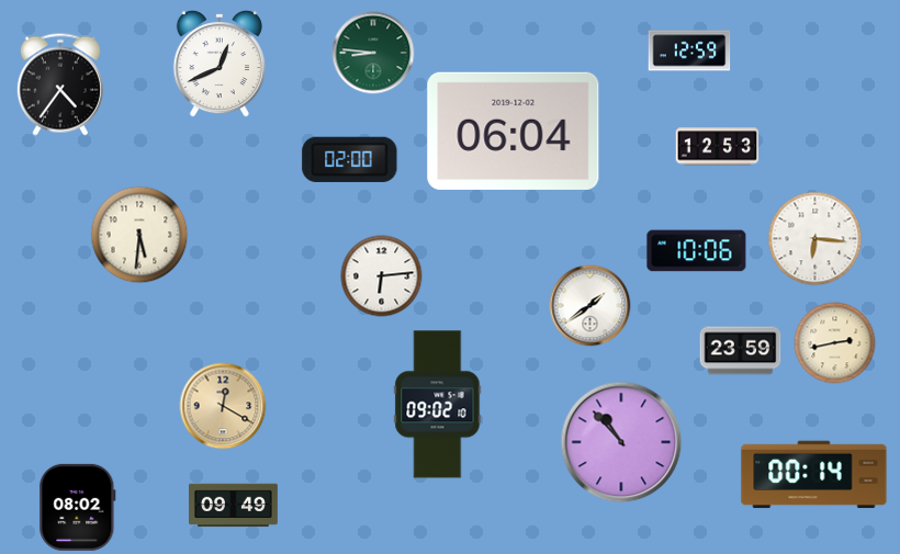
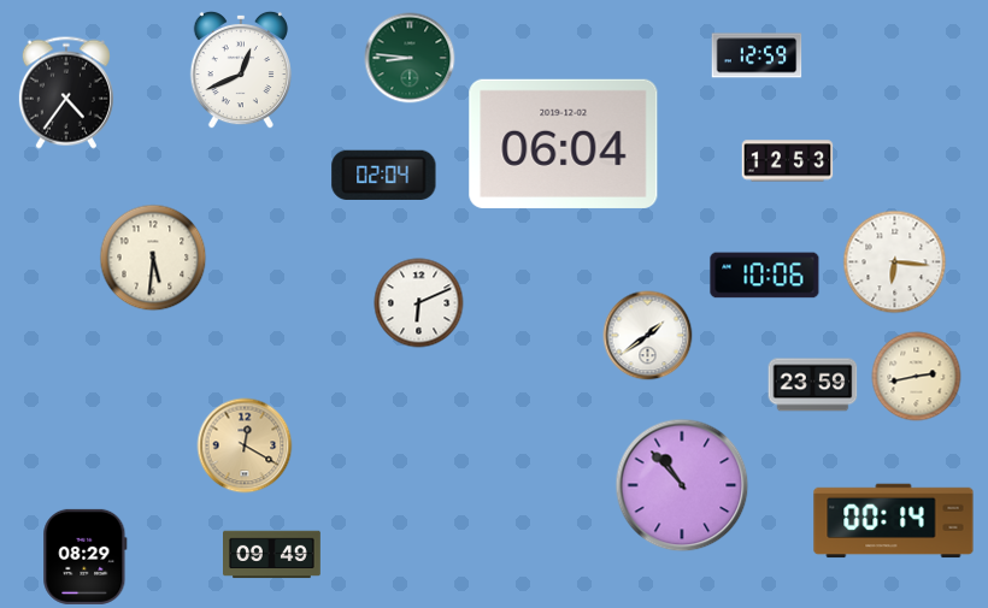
clock at (350, 159): 02:00 -> 02:04
clock at (382, 276): 6:14 -> 6:11
clock at (438, 405): 09:02 -> none
clock at (234, 506) position: (234, 506) -> (272, 555)
clock at (78, 507): 08:02 -> 08:29
